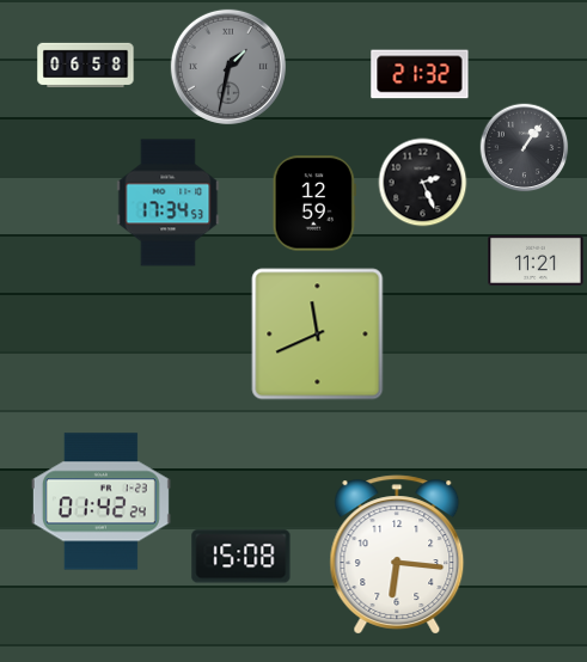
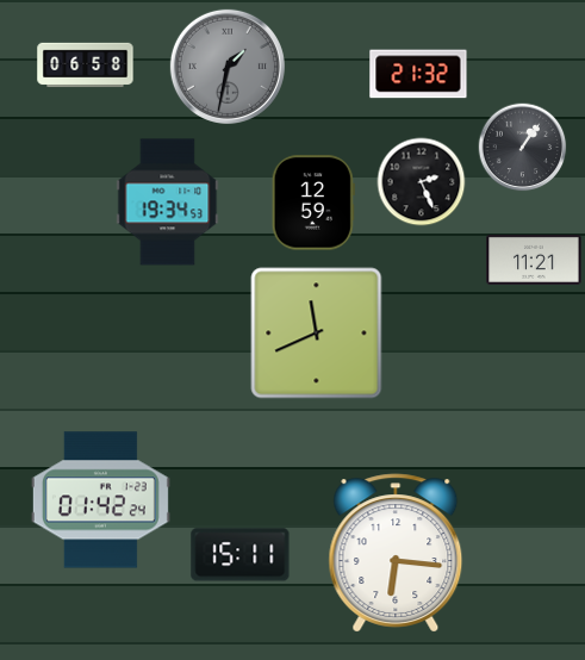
clock at (169, 203): 17:34 -> 19:34
clock at (241, 557): 15:08 -> 15:11
